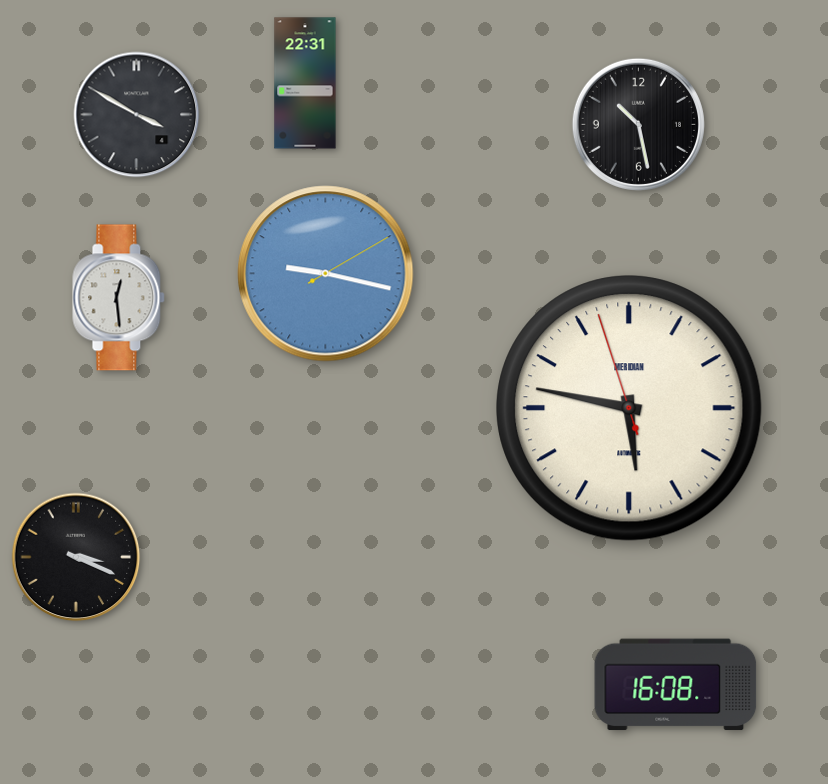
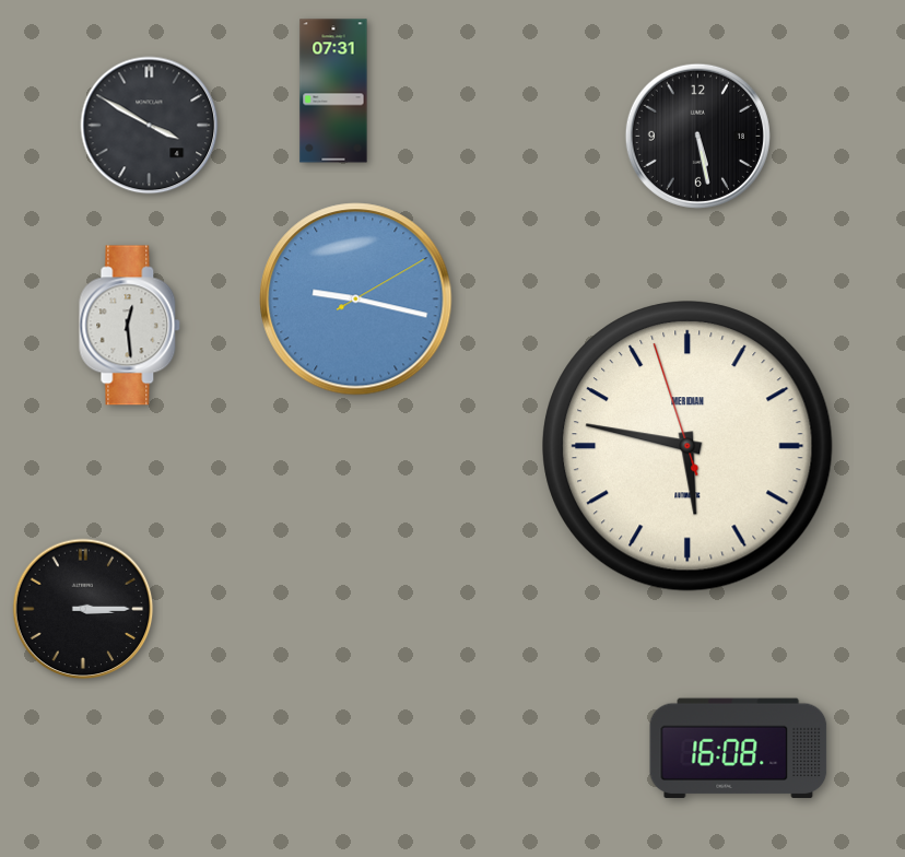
clock at (305, 83): 22:31 -> 07:31
clock at (638, 124): 10:28 -> 5:28
clock at (76, 557): 3:19 -> 3:15
